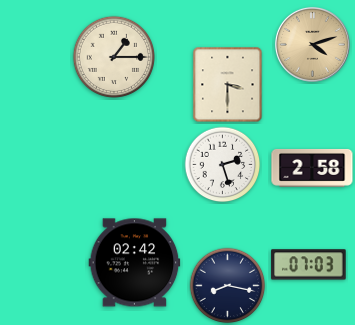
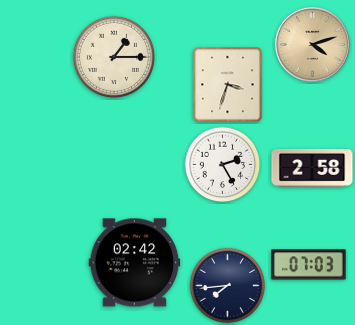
clock at (228, 85): 3:30 -> 3:33
clock at (223, 165): 2:27 -> 2:25
clock at (228, 286): 8:17 -> 7:44
